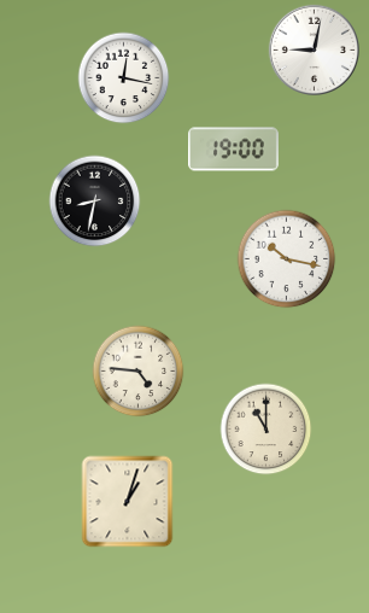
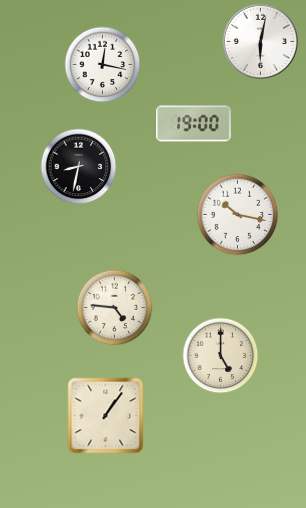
clock at (314, 49): 9:02 -> 6:02
clock at (266, 430): 11:00 -> 5:00
clock at (128, 502): 1:03 -> 1:06
